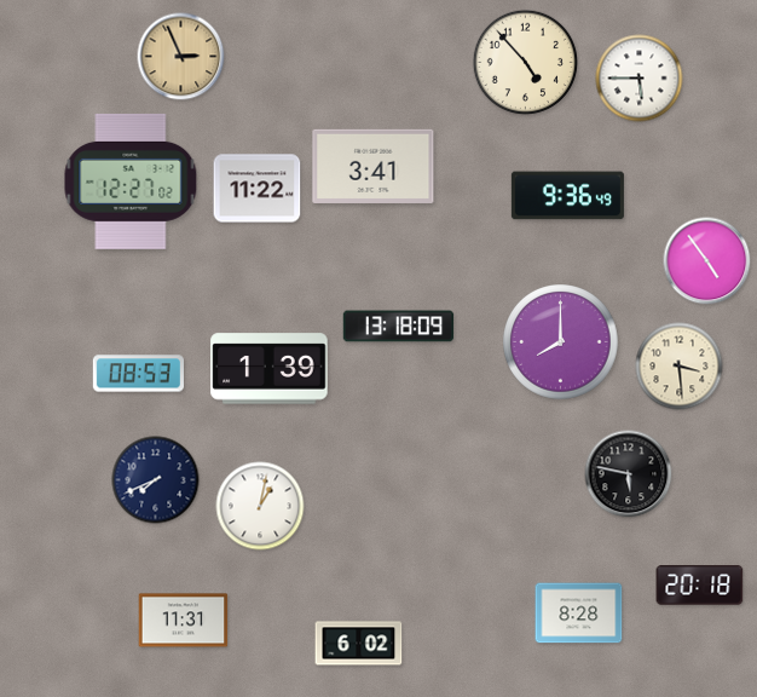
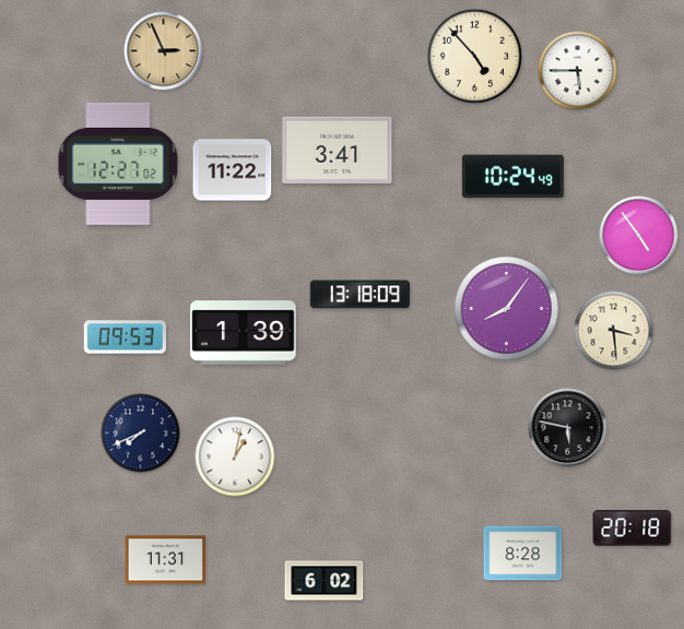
clock at (567, 196): 9:36 -> 10:24
clock at (561, 342): 8:00 -> 8:06
clock at (138, 374): 08:53 -> 09:53
